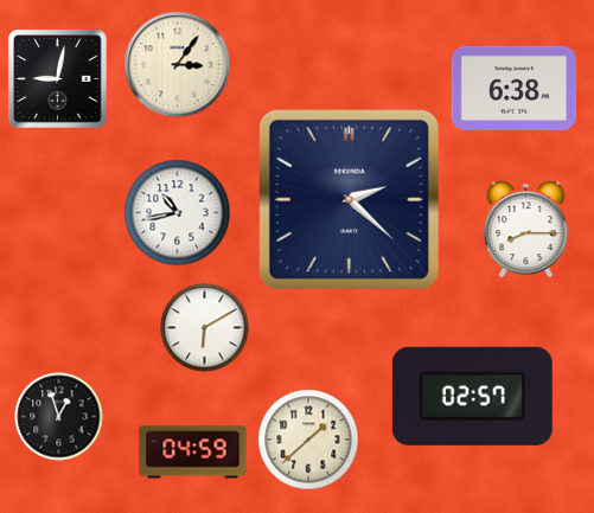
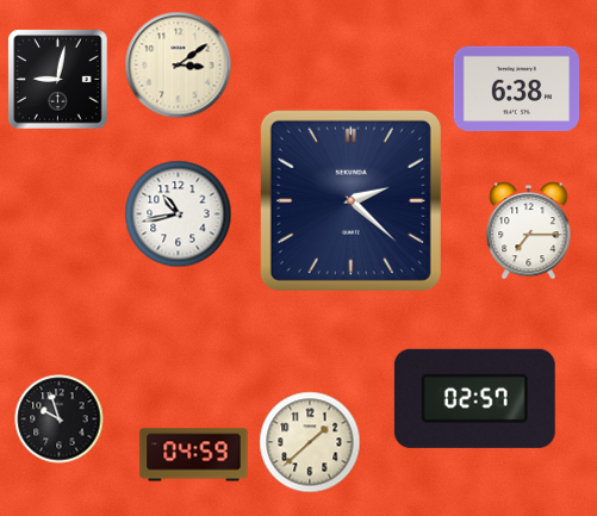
clock at (178, 65): 3:06 -> 3:09
clock at (526, 230): 8:15 -> 7:15
clock at (205, 328): 6:10 -> none
clock at (59, 417): 12:57 -> 9:57
